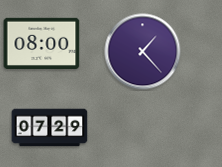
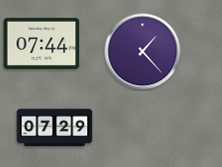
clock at (42, 43): 08:00 -> 07:44
clock at (50, 128) position: (50, 128) -> (55, 128)
